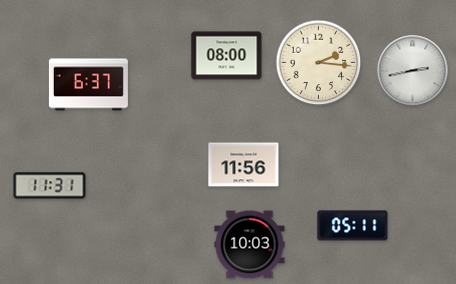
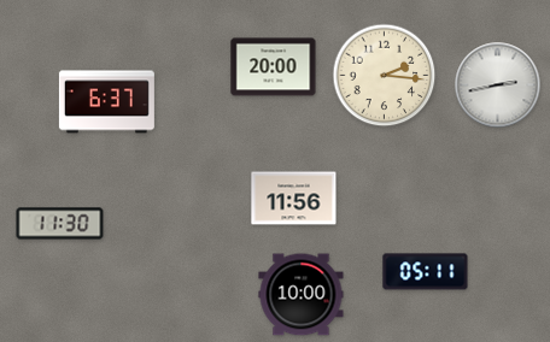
clock at (227, 56): 08:00 -> 20:00
clock at (50, 186): 11:31 -> 11:30
clock at (250, 245): 10:03 -> 10:00
